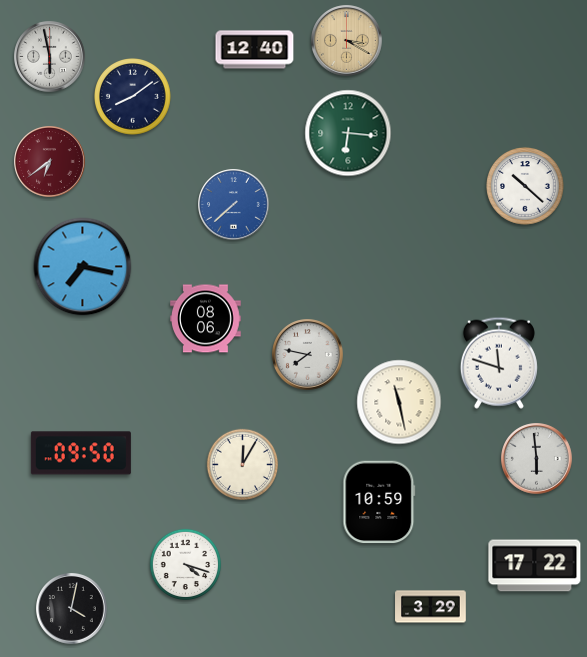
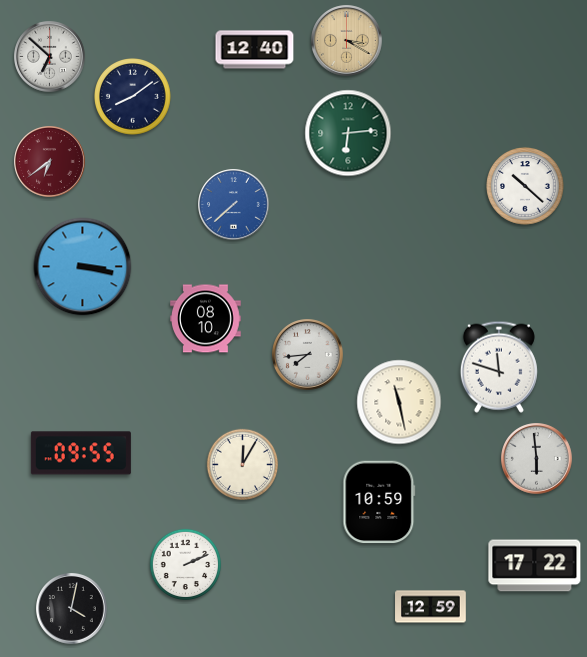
clock at (50, 57): 5:58 -> 6:52
clock at (348, 133): 6:16 -> 6:14
clock at (83, 267): 7:17 -> 3:17
clock at (206, 319): 08:06 -> 08:10
clock at (308, 355): 7:47 -> 7:44
clock at (499, 363) position: (499, 363) -> (499, 367)
clock at (81, 453): 09:50 -> 09:55
clock at (186, 565): 4:18 -> 2:11
clock at (431, 607): 3:29 -> 12:59
